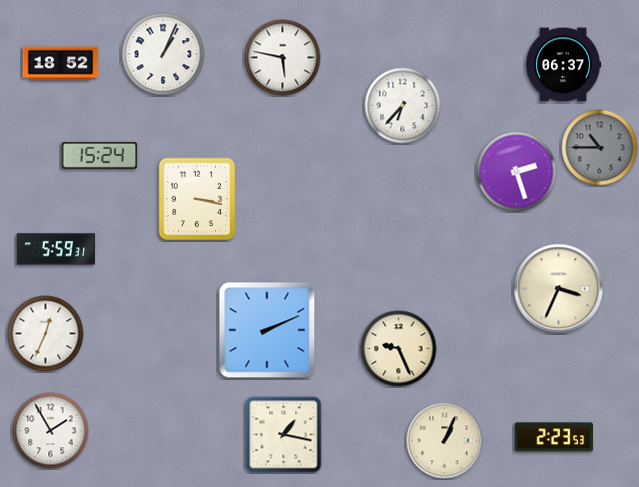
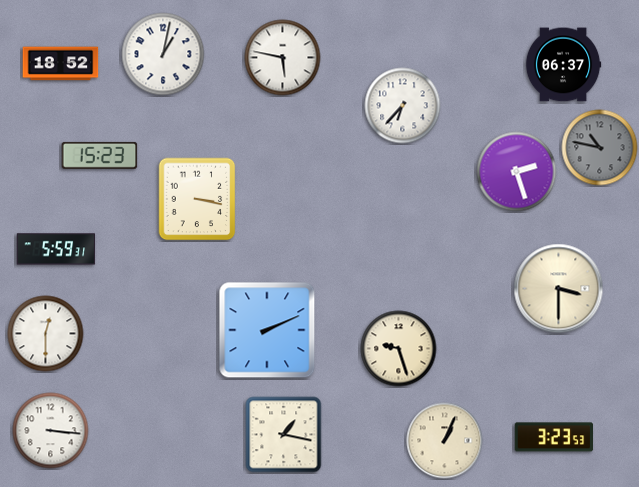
clock at (163, 54): 1:04 -> 1:02
clock at (600, 148): 10:45 -> 10:47
clock at (100, 155): 15:24 -> 15:23
clock at (559, 289): 3:34 -> 3:30
clock at (46, 334): 12:34 -> 12:30
clock at (399, 349): 9:26 -> 9:27
clock at (51, 431): 1:55 -> 3:16
clock at (553, 437): 2:23 -> 3:23
